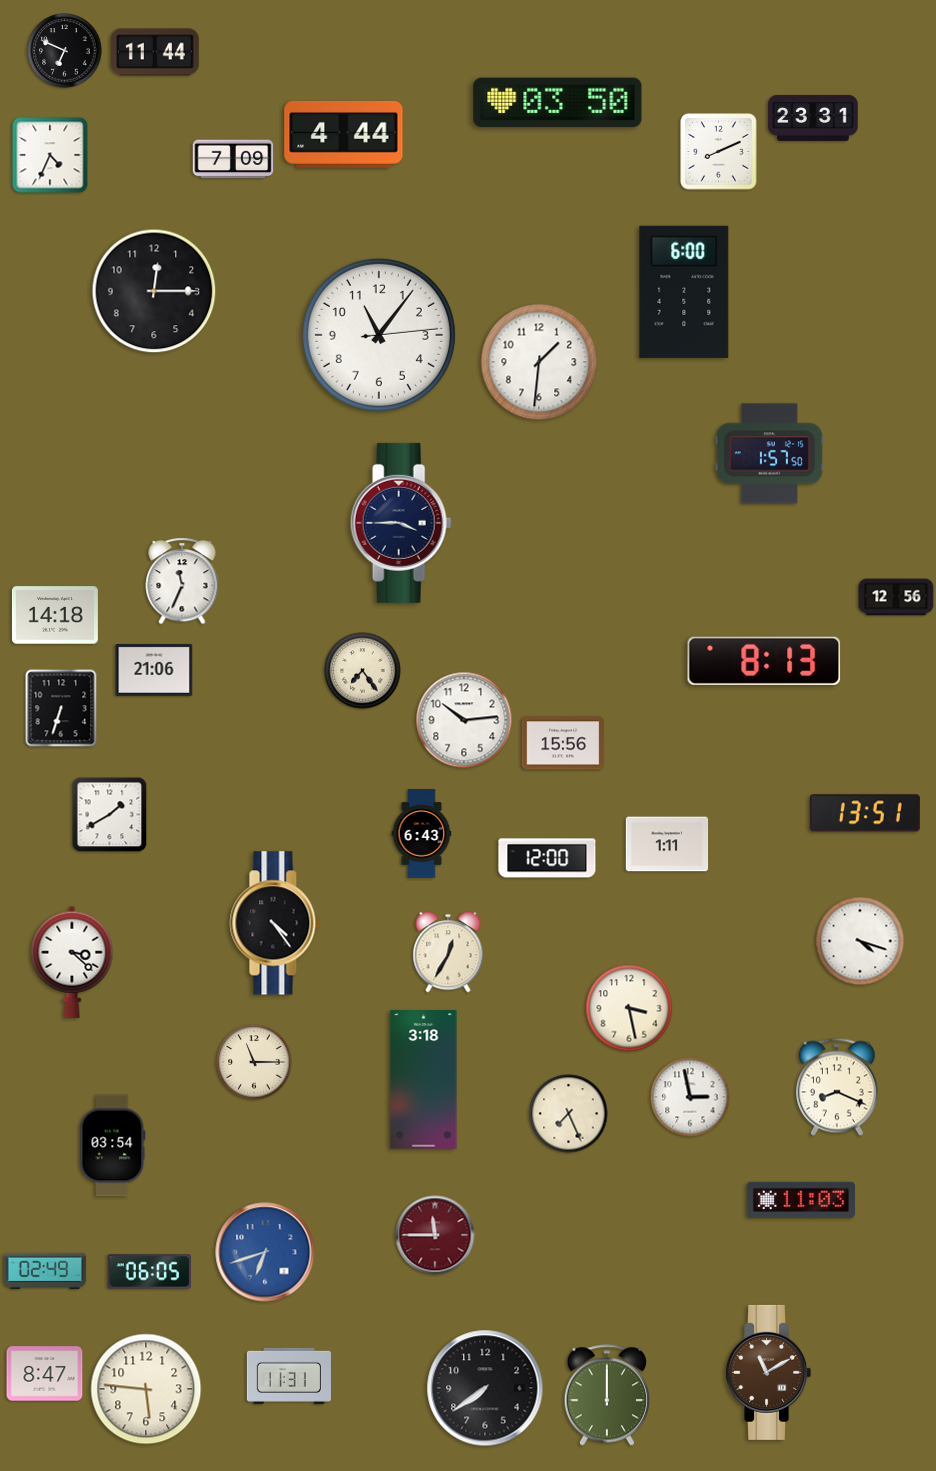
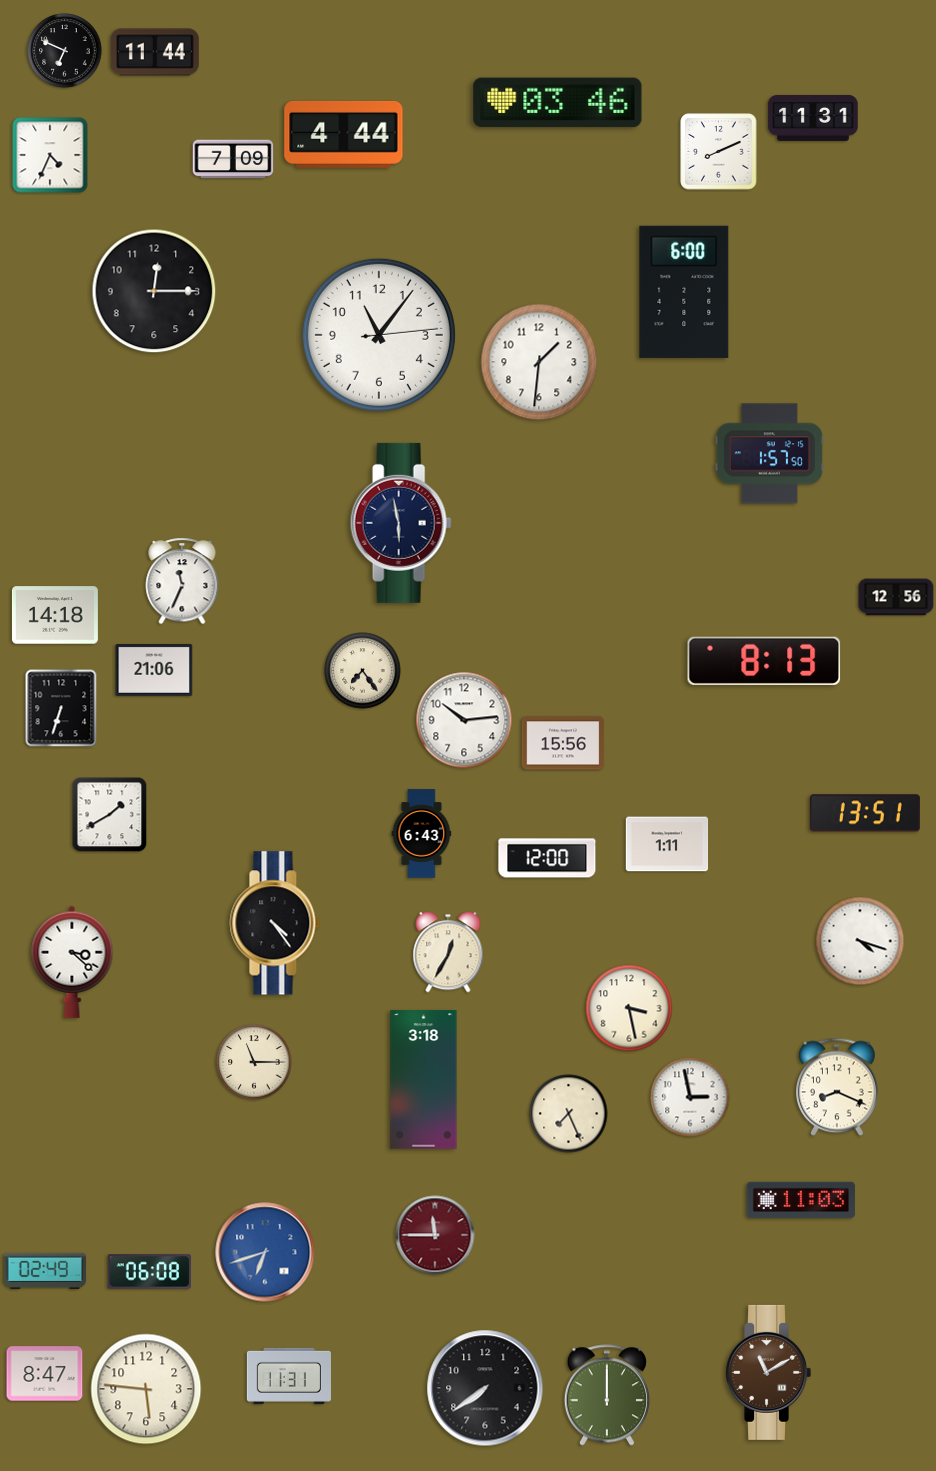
clock at (558, 103): 03:50 -> 03:46
clock at (813, 118): 23:31 -> 11:31
clock at (401, 523): 3:45 -> 5:58
clock at (113, 1146): 03:54 -> none
clock at (149, 1272): 06:05 -> 06:08
